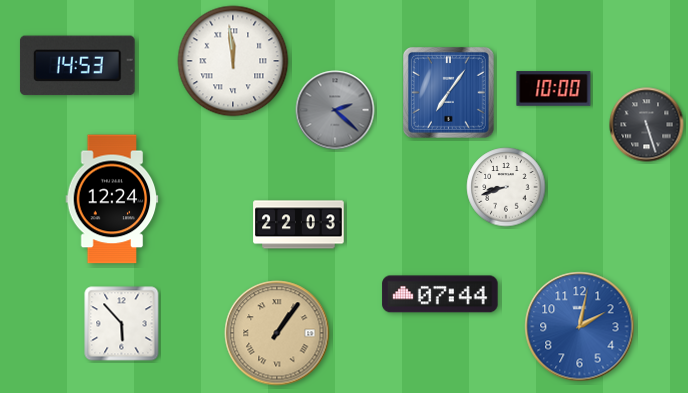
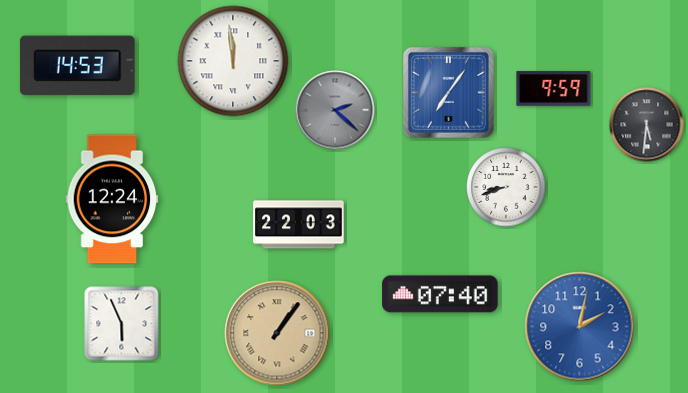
clock at (554, 89): 10:00 -> 9:59
clock at (647, 125): 5:27 -> 5:31
clock at (440, 294): 07:44 -> 07:40
clock at (122, 324): 5:53 -> 5:56
